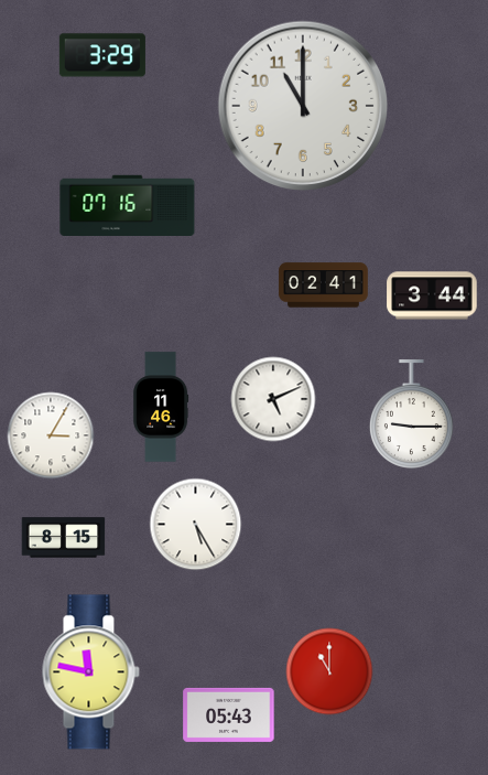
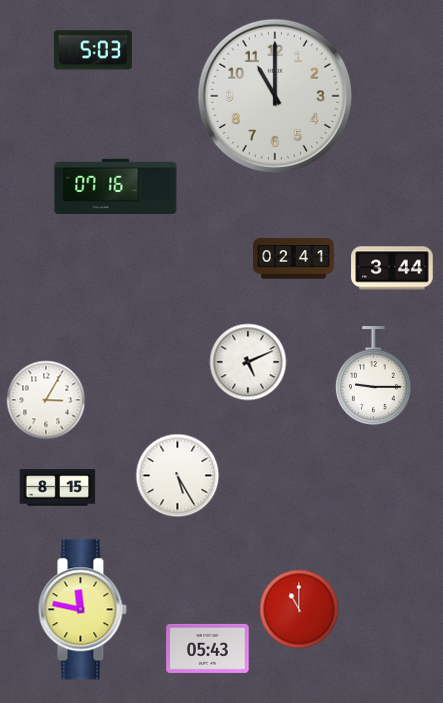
clock at (102, 55): 3:29 -> 5:03
clock at (161, 407): 11:46 -> none
clock at (51, 435) position: (51, 435) -> (46, 400)
